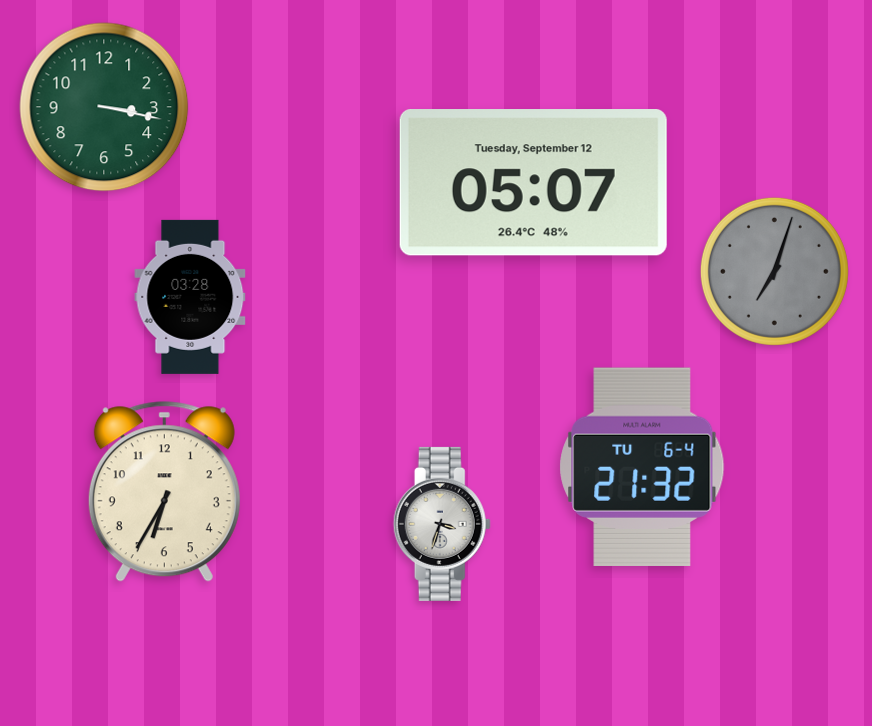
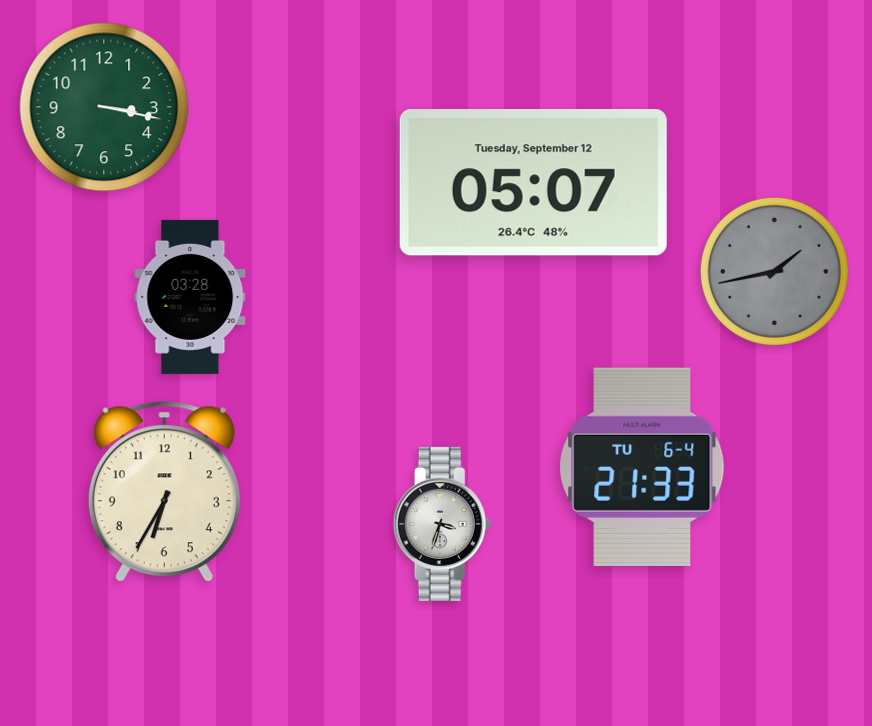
clock at (774, 271): 7:03 -> 1:43
clock at (642, 467): 21:32 -> 21:33
